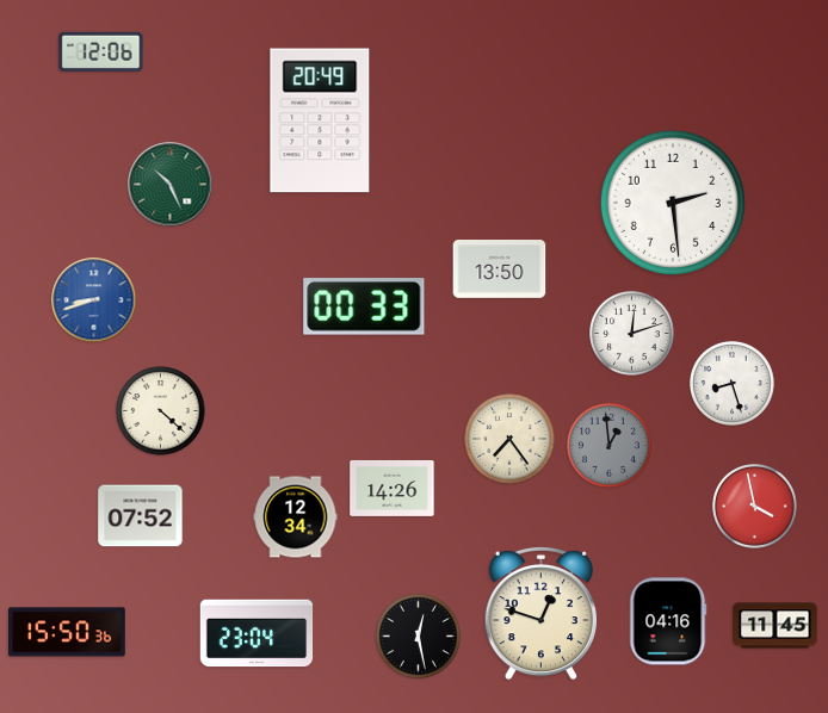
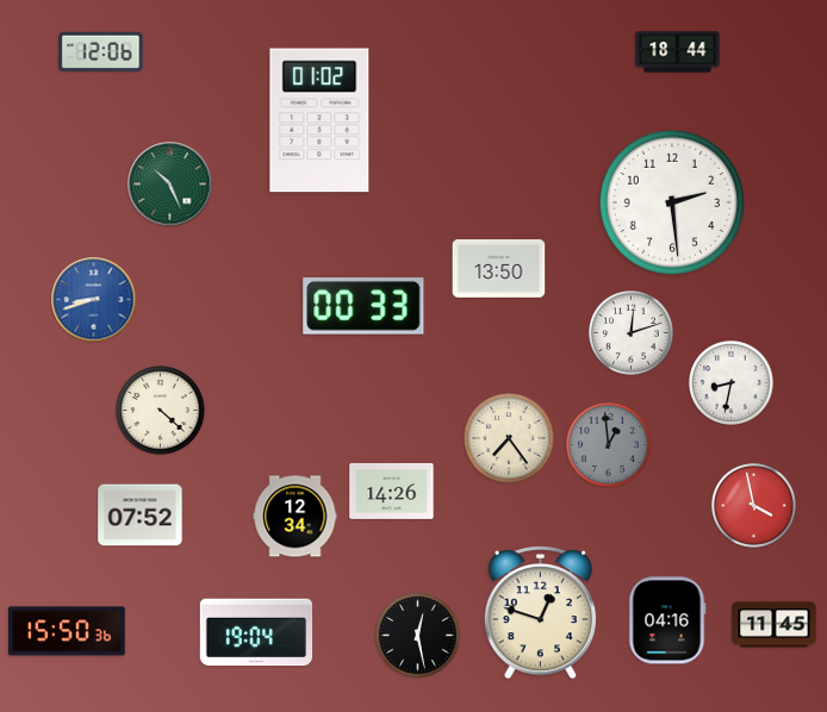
clock at (678, 52): none -> 18:44
clock at (320, 120): 20:49 -> 01:02
clock at (733, 384): 8:27 -> 8:32
clock at (393, 488) position: (393, 488) -> (392, 491)
clock at (257, 633): 23:04 -> 19:04
